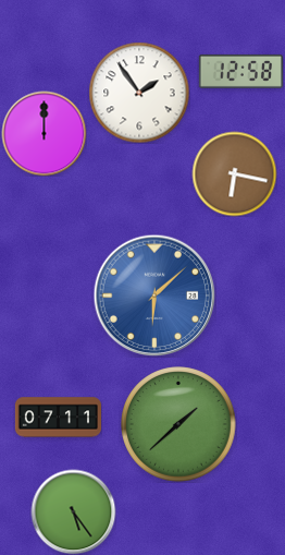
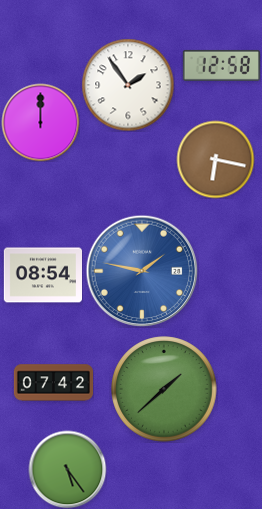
clock at (154, 295): 6:08 -> 1:47
clock at (42, 275): none -> 08:54
clock at (58, 418): 07:11 -> 07:42
